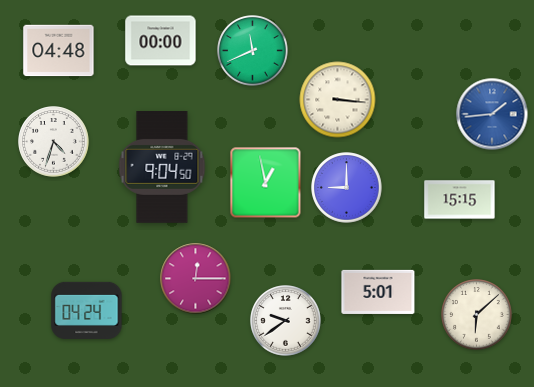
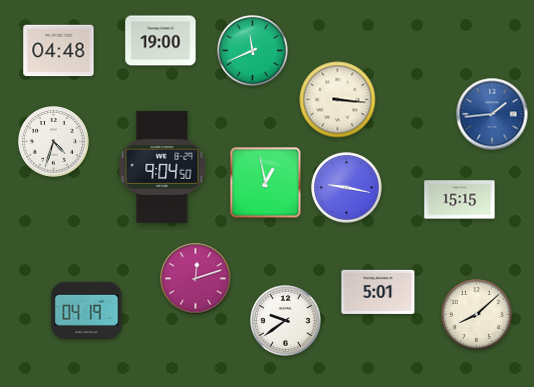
clock at (161, 41): 00:00 -> 19:00
clock at (347, 188): 9:00 -> 9:17
clock at (196, 279): 12:15 -> 12:12
clock at (87, 310): 04:24 -> 04:19
clock at (477, 315): 6:08 -> 8:08
